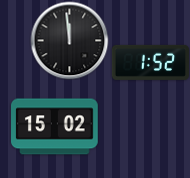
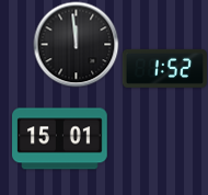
clock at (55, 127): 15:02 -> 15:01
